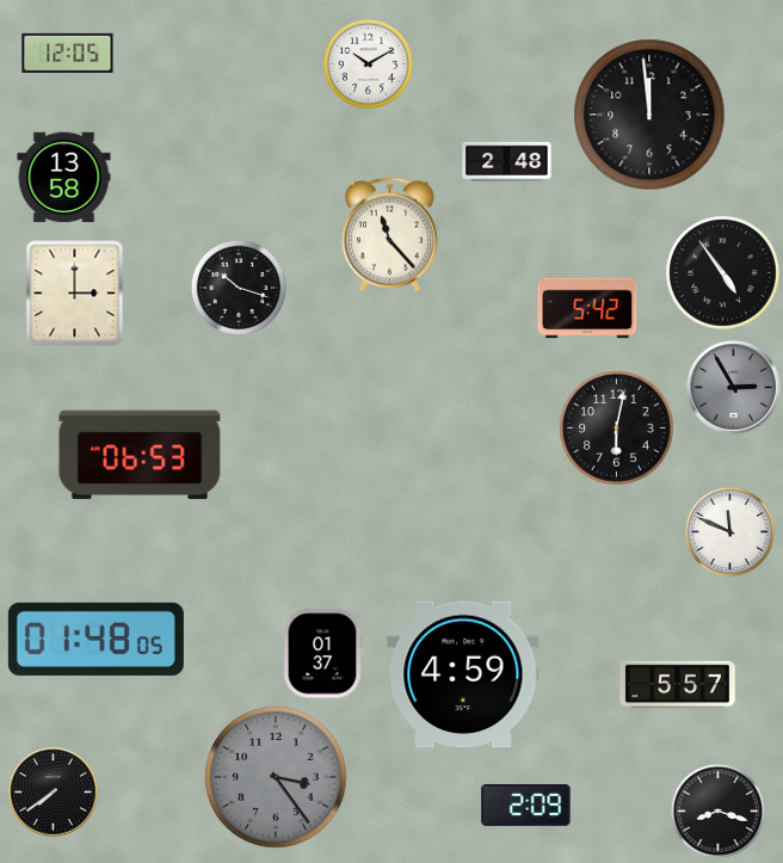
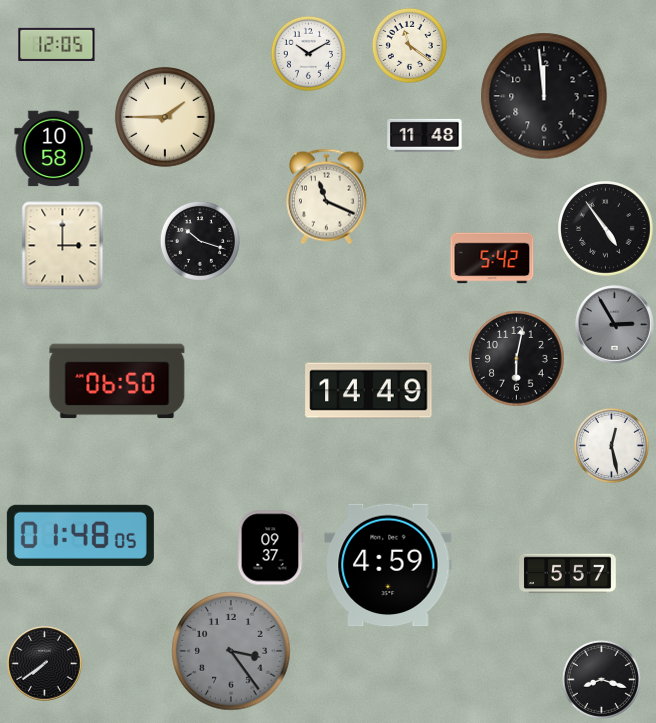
clock at (409, 45): none -> 11:21
clock at (165, 117): none -> 1:45
clock at (507, 161): 2:48 -> 11:48
clock at (64, 178): 13:58 -> 10:58
clock at (389, 235): 11:23 -> 11:19
clock at (140, 455): 06:53 -> 06:50
clock at (369, 391): none -> 14:49
clock at (729, 531): 11:49 -> 12:28
clock at (322, 654): 01:37 -> 09:37
clock at (526, 805): 2:09 -> none
